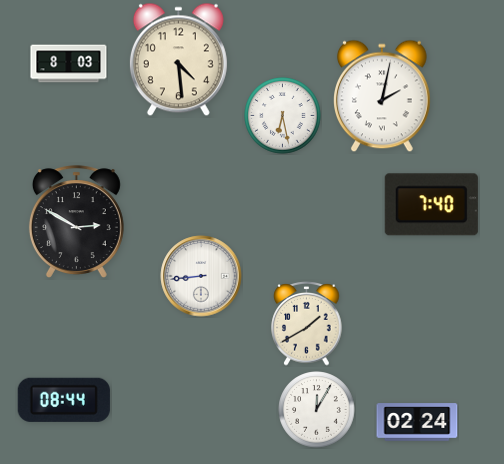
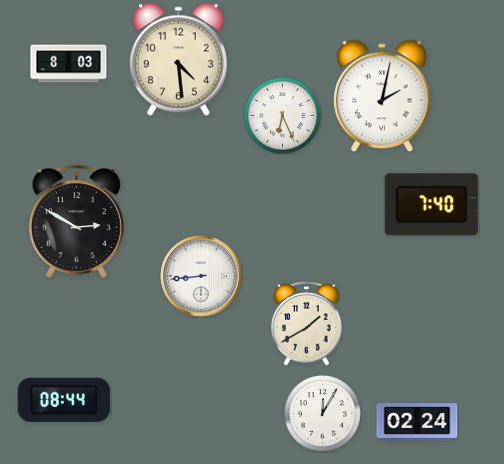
clock at (283, 116): 6:28 -> 6:26
clock at (317, 410) position: (317, 410) -> (323, 414)
